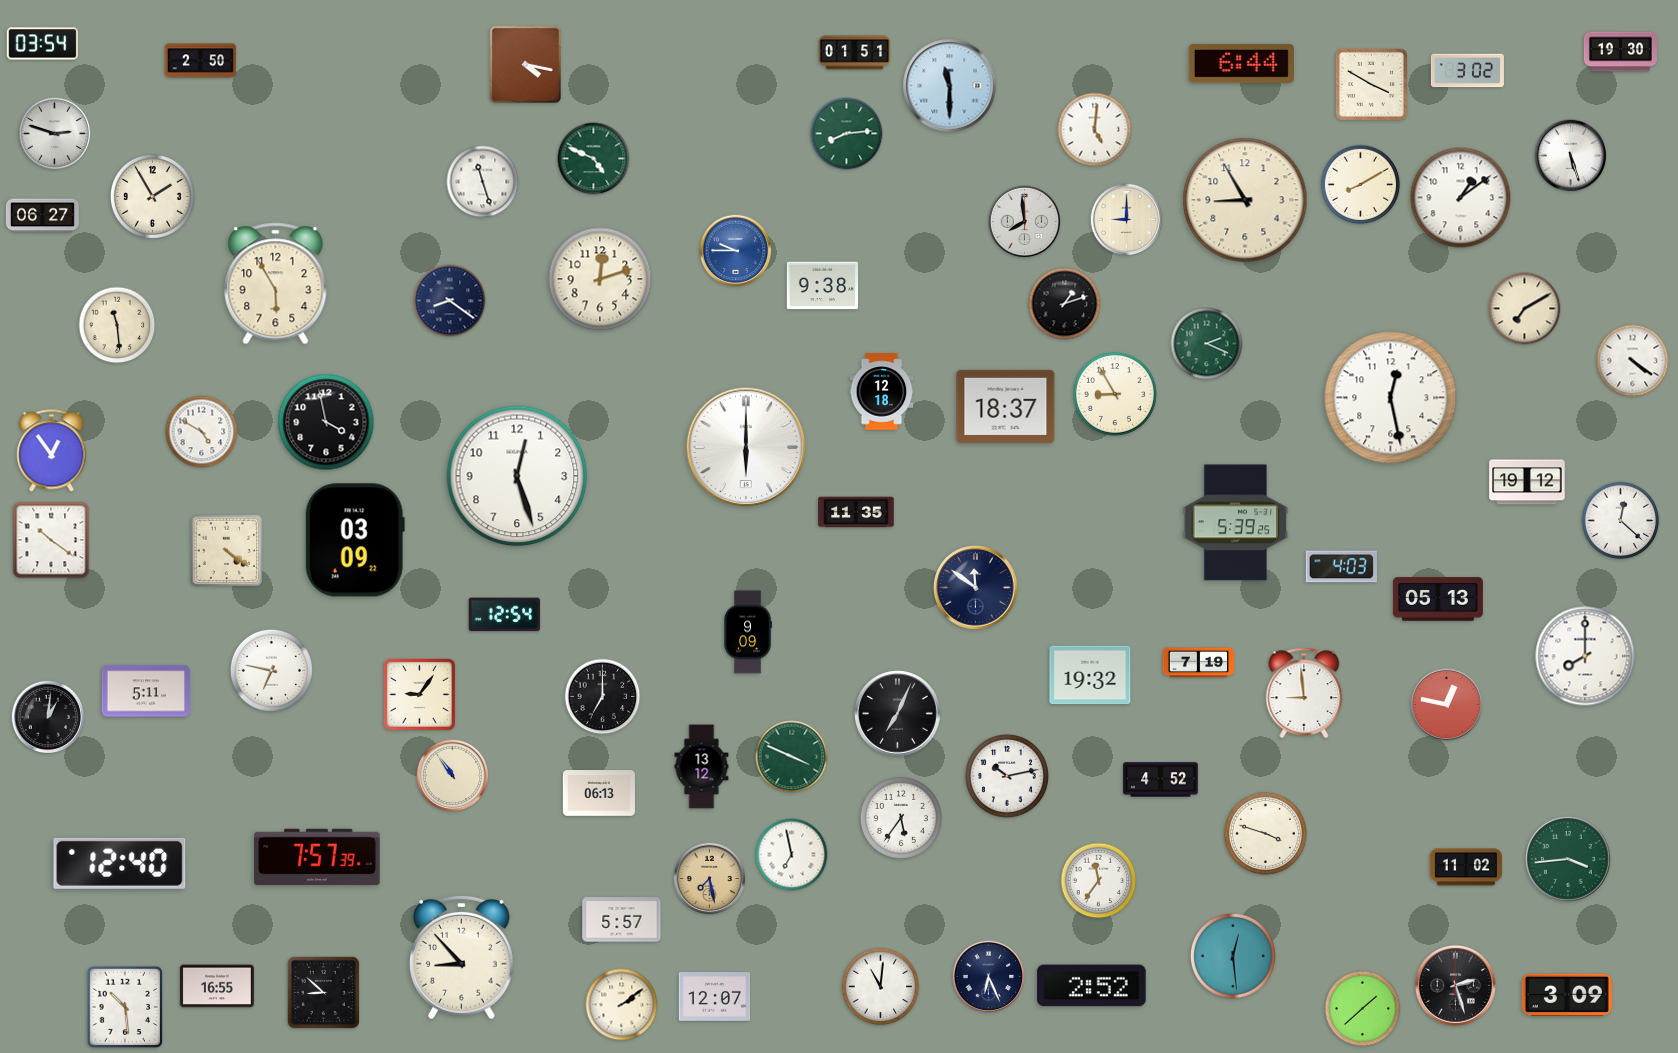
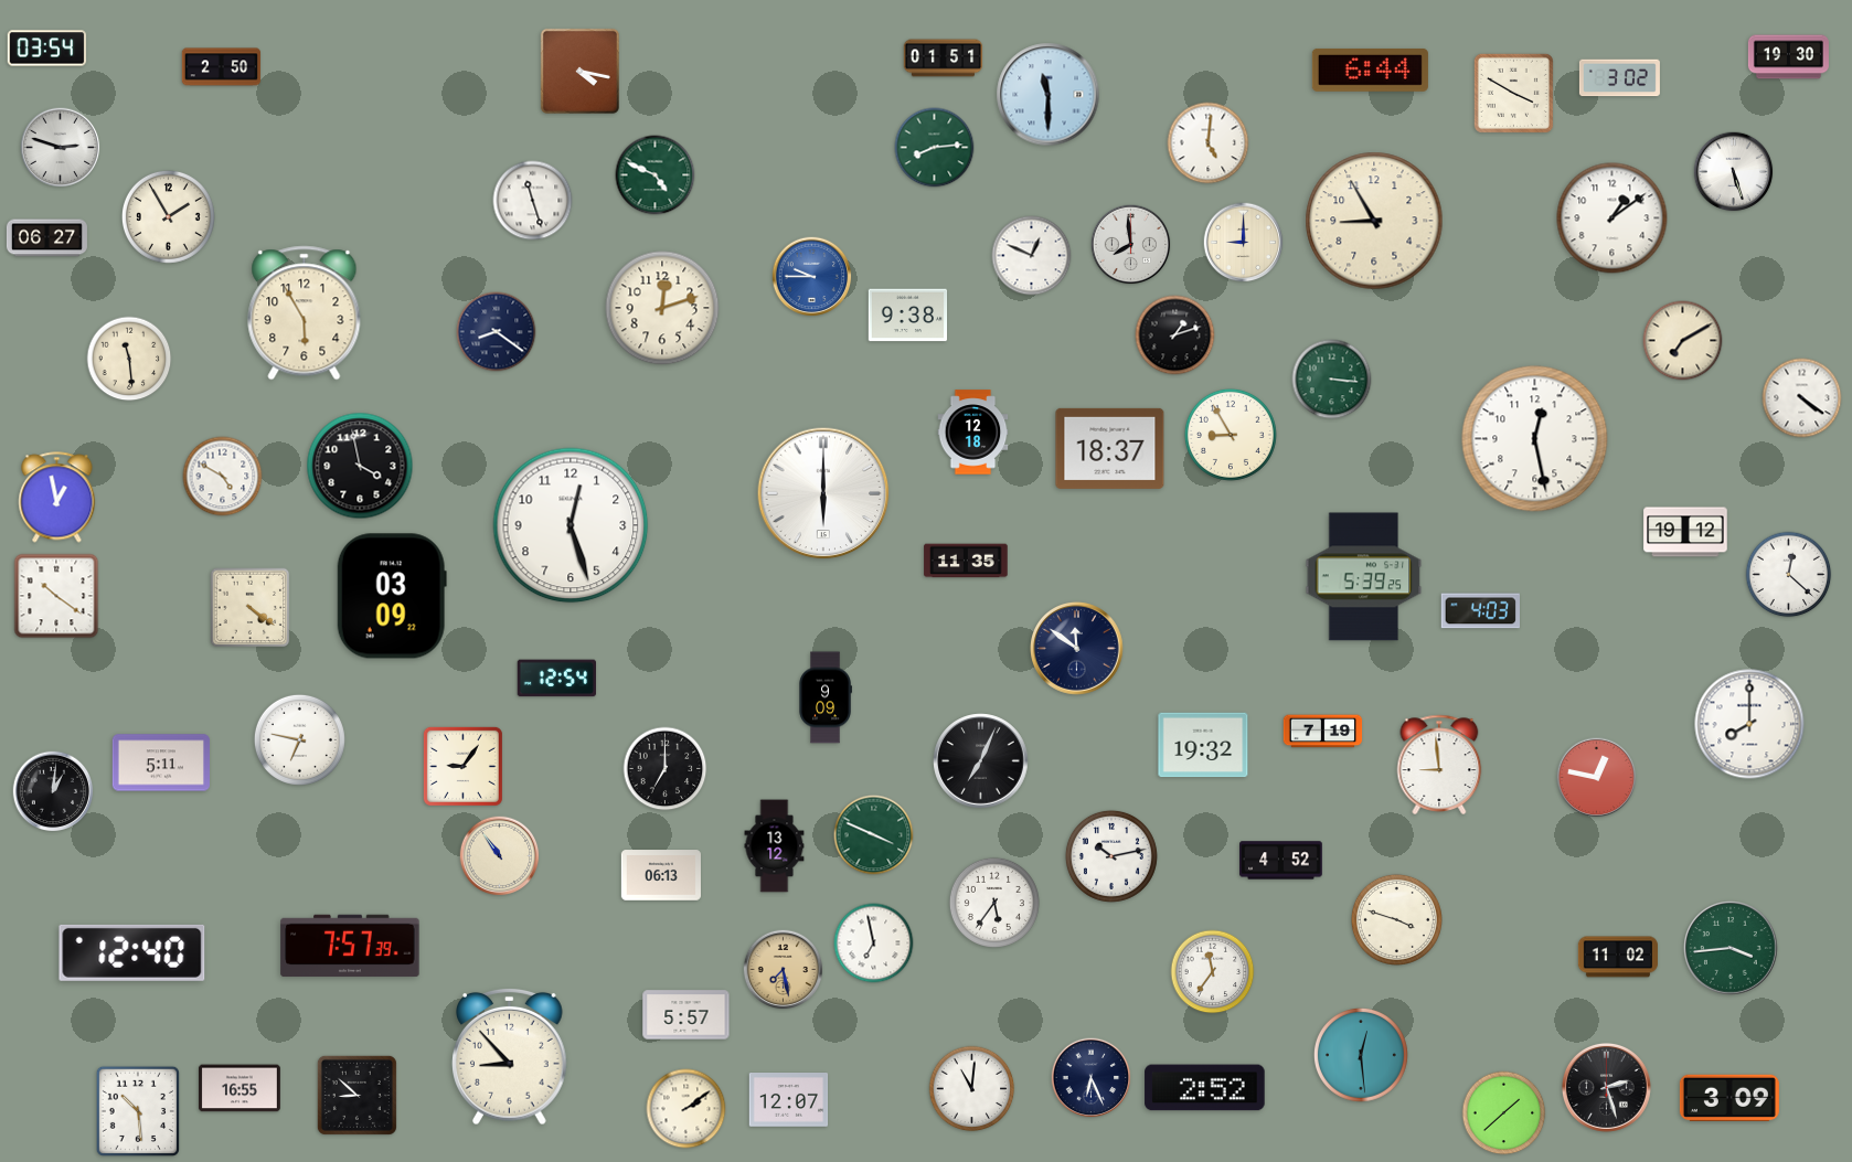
clock at (1361, 185): 8:10 -> none
clock at (1032, 256): none -> 12:49
clock at (1207, 344): 2:19 -> 3:16
clock at (52, 451): 12:54 -> 12:58
clock at (856, 512) position: (856, 512) -> (966, 561)
clock at (1341, 567) position: (1341, 567) -> (1480, 611)
clock at (1438, 599): 05:13 -> none
clock at (898, 714) position: (898, 714) -> (981, 761)
